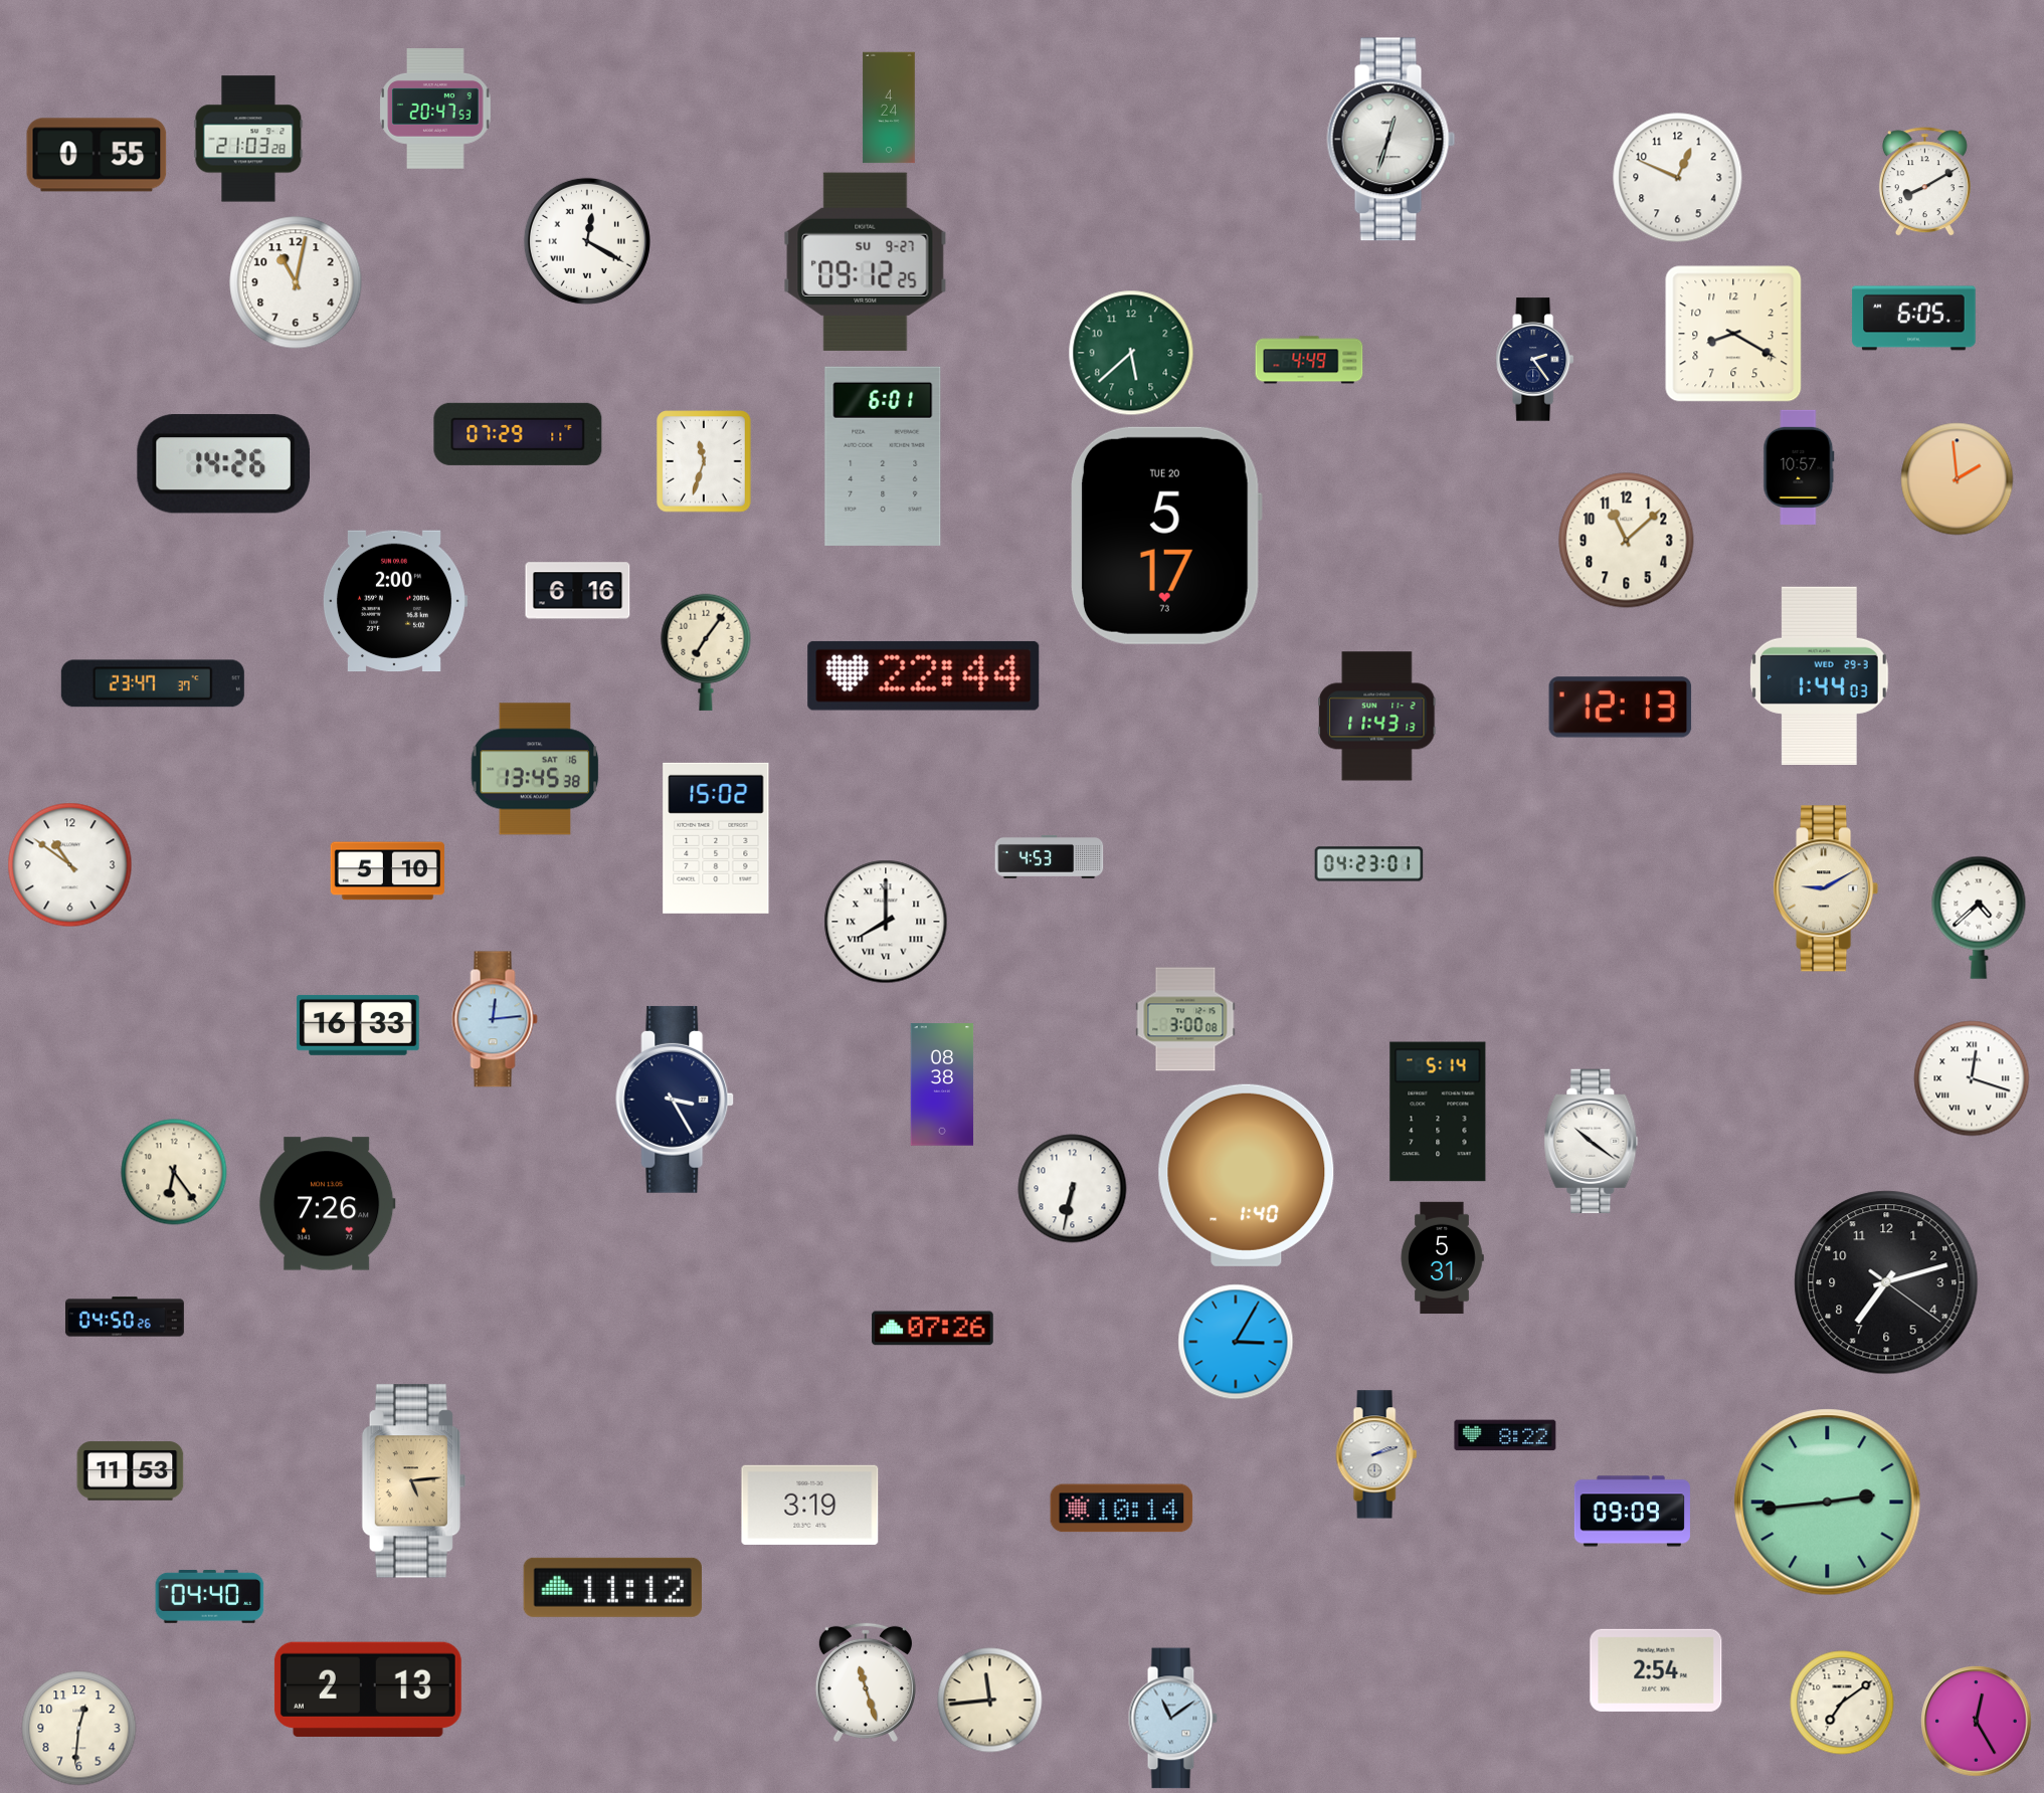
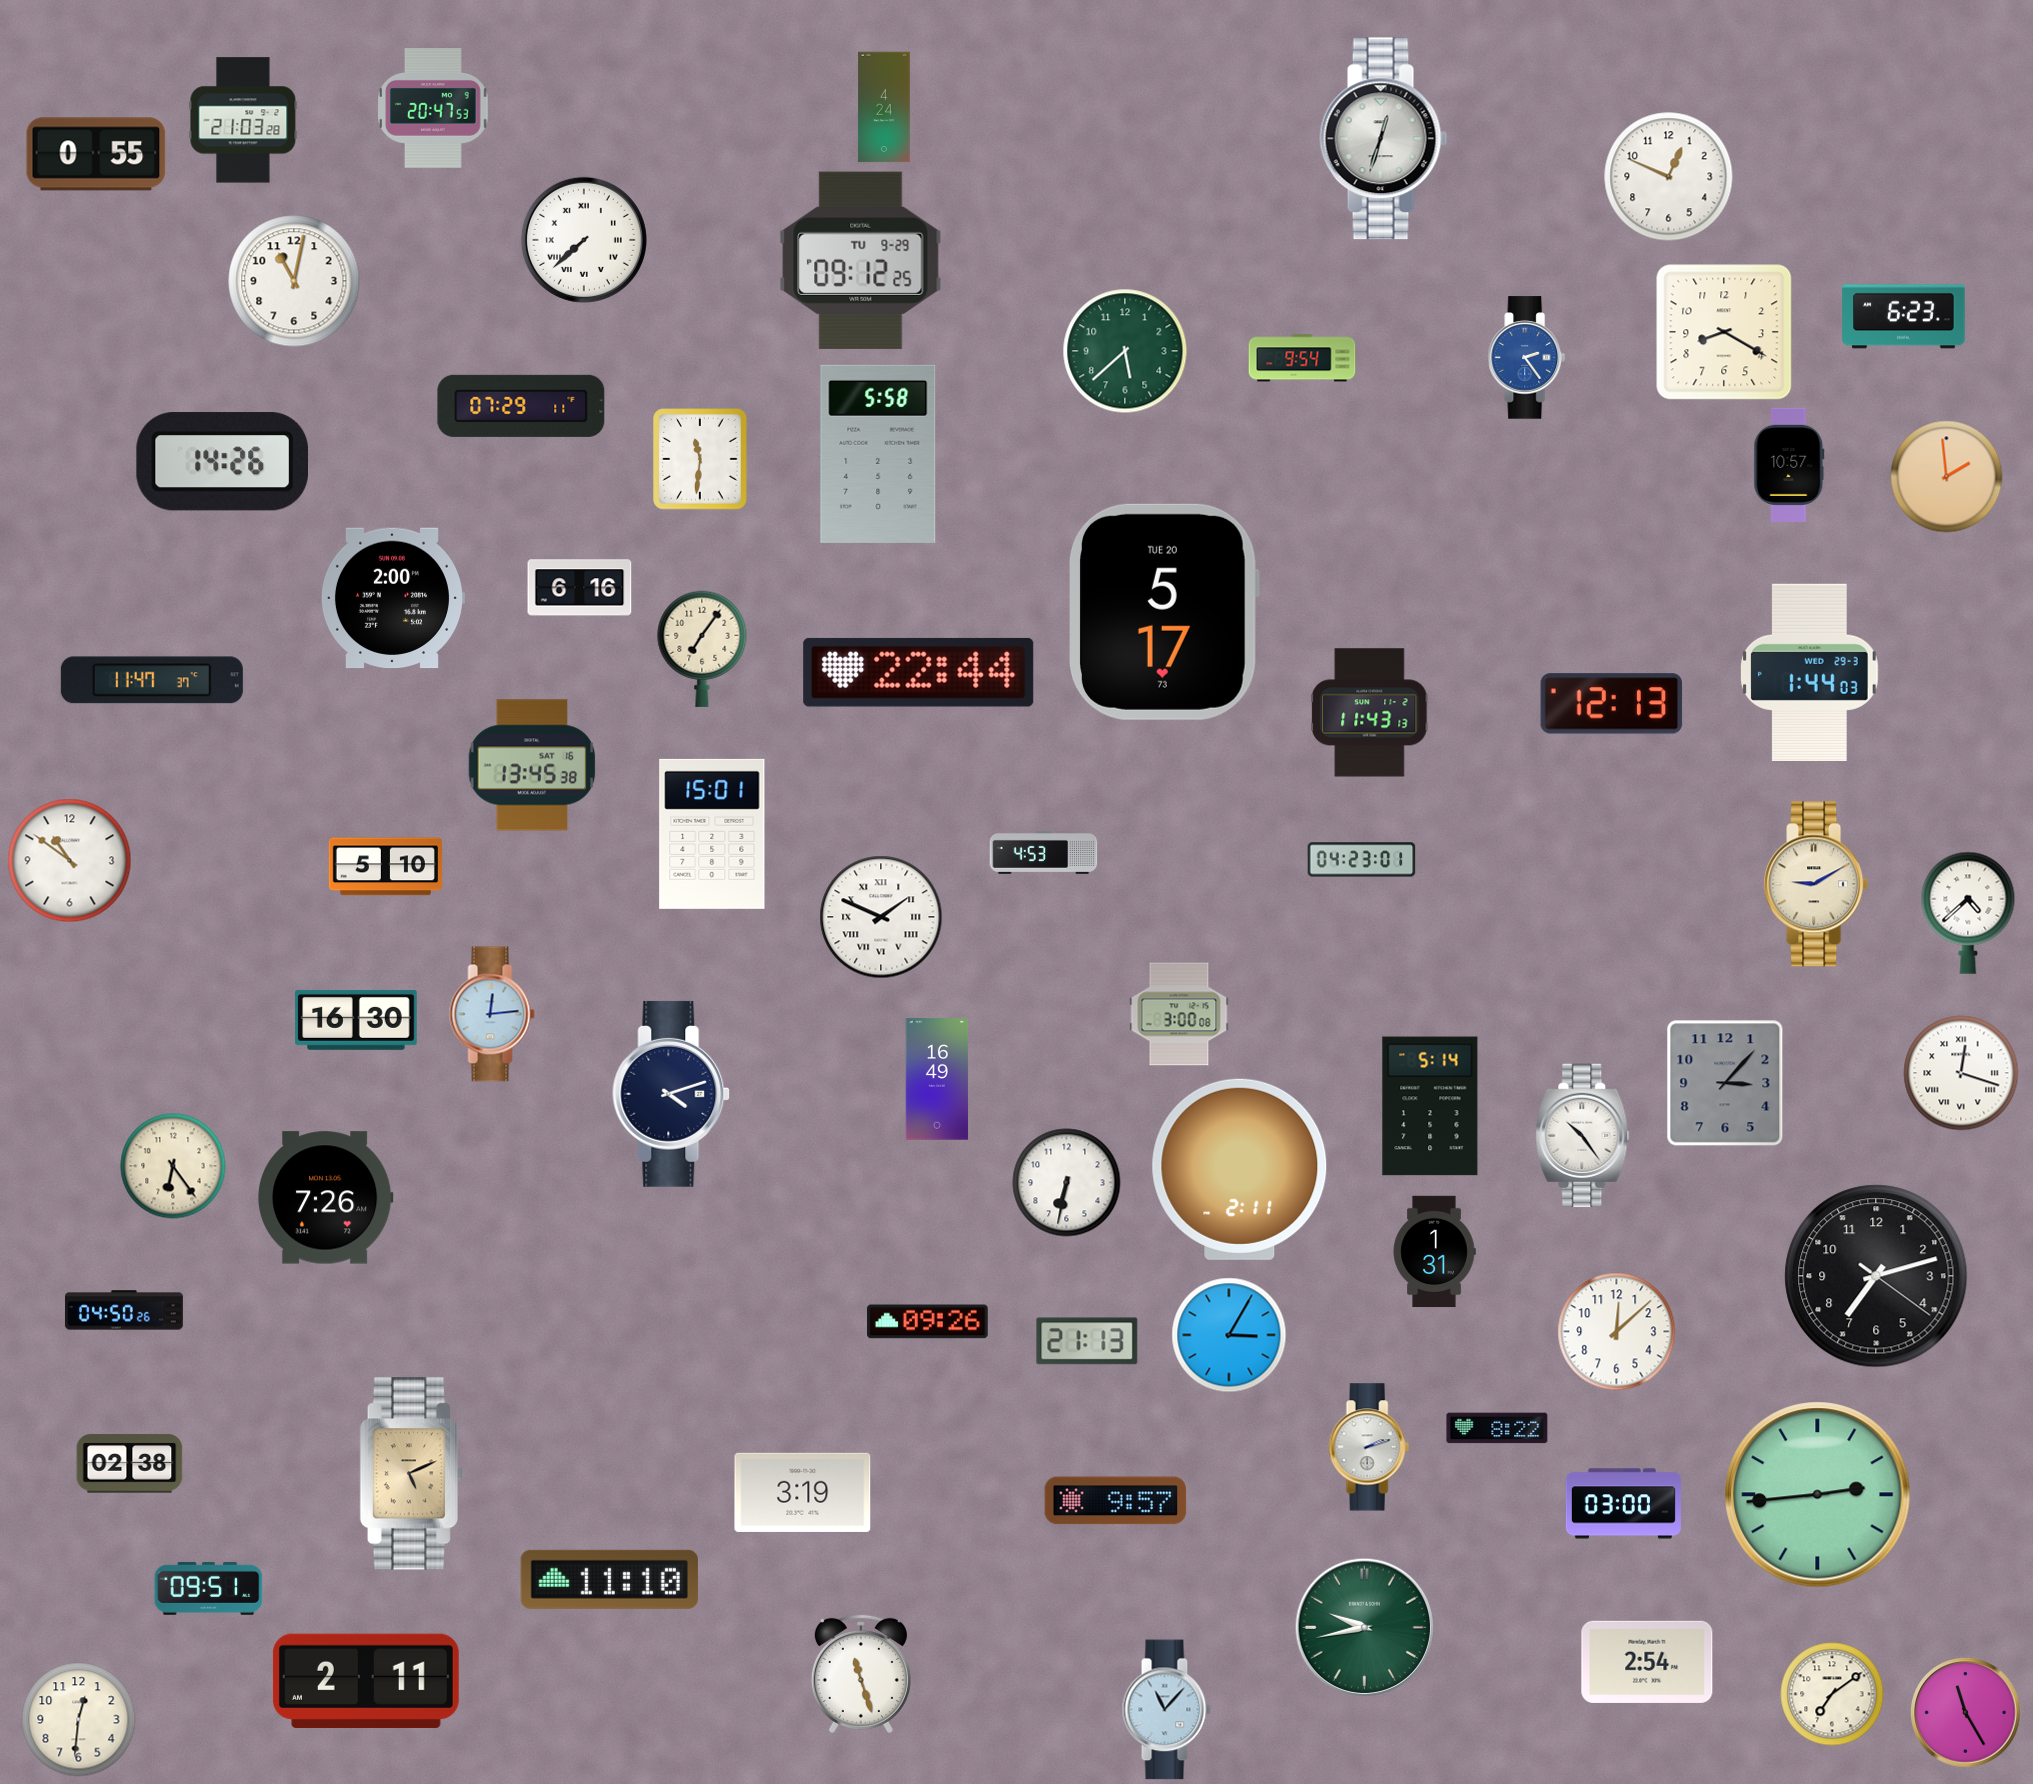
clock at (248, 139) position: (248, 139) -> (243, 120)
clock at (1924, 182): 8:10 -> none
clock at (587, 241): 12:20 -> 7:38
clock at (866, 261) date: SU 9-27 -> TU 9-29
clock at (1914, 319): 6:05 -> 6:23
clock at (1309, 360): 4:49 -> 9:54
clock at (1535, 360) dial: navy -> blue
clock at (518, 434) position: (518, 434) -> (521, 406)
clock at (883, 456): 6:01 -> 5:58
clock at (704, 461): 11:33 -> 11:31
clock at (1166, 536) position: (1166, 536) -> (1164, 612)
clock at (1627, 541): 11:08 -> none
clock at (578, 591) position: (578, 591) -> (580, 588)
clock at (153, 683): 23:47 -> 11:47
clock at (716, 838): 15:02 -> 15:01
clock at (886, 922): 8:00 -> 1:49
clock at (358, 1025): 16:33 -> 16:30
clock at (942, 1084): 08:38 -> 16:49
clock at (1725, 1083): none -> 3:07
clock at (676, 1100): 3:25 -> 4:12
clock at (1592, 1142): 10:21 -> 10:24
clock at (1247, 1175): 1:40 -> 2:11
clock at (1442, 1258): 5:31 -> 1:31
clock at (933, 1329): 07:26 -> 09:26
clock at (1617, 1332): none -> 12:08
clock at (1087, 1341): none -> 21:13
clock at (131, 1471): 11:53 -> 02:38
clock at (413, 1481): 5:14 -> 5:11
clock at (810, 1505) position: (810, 1505) -> (803, 1492)
clock at (1122, 1509): 10:14 -> 9:57
clock at (1632, 1512): 09:09 -> 03:00
clock at (612, 1587): 11:12 -> 11:10
clock at (210, 1596): 04:40 -> 09:51
clock at (1365, 1628): none -> 9:43
clock at (368, 1689): 2:13 -> 2:11
clock at (990, 1701): 11:44 -> none
clock at (1172, 1719): 11:09 -> 11:07
clock at (1977, 1722): 12:25 -> 11:25
